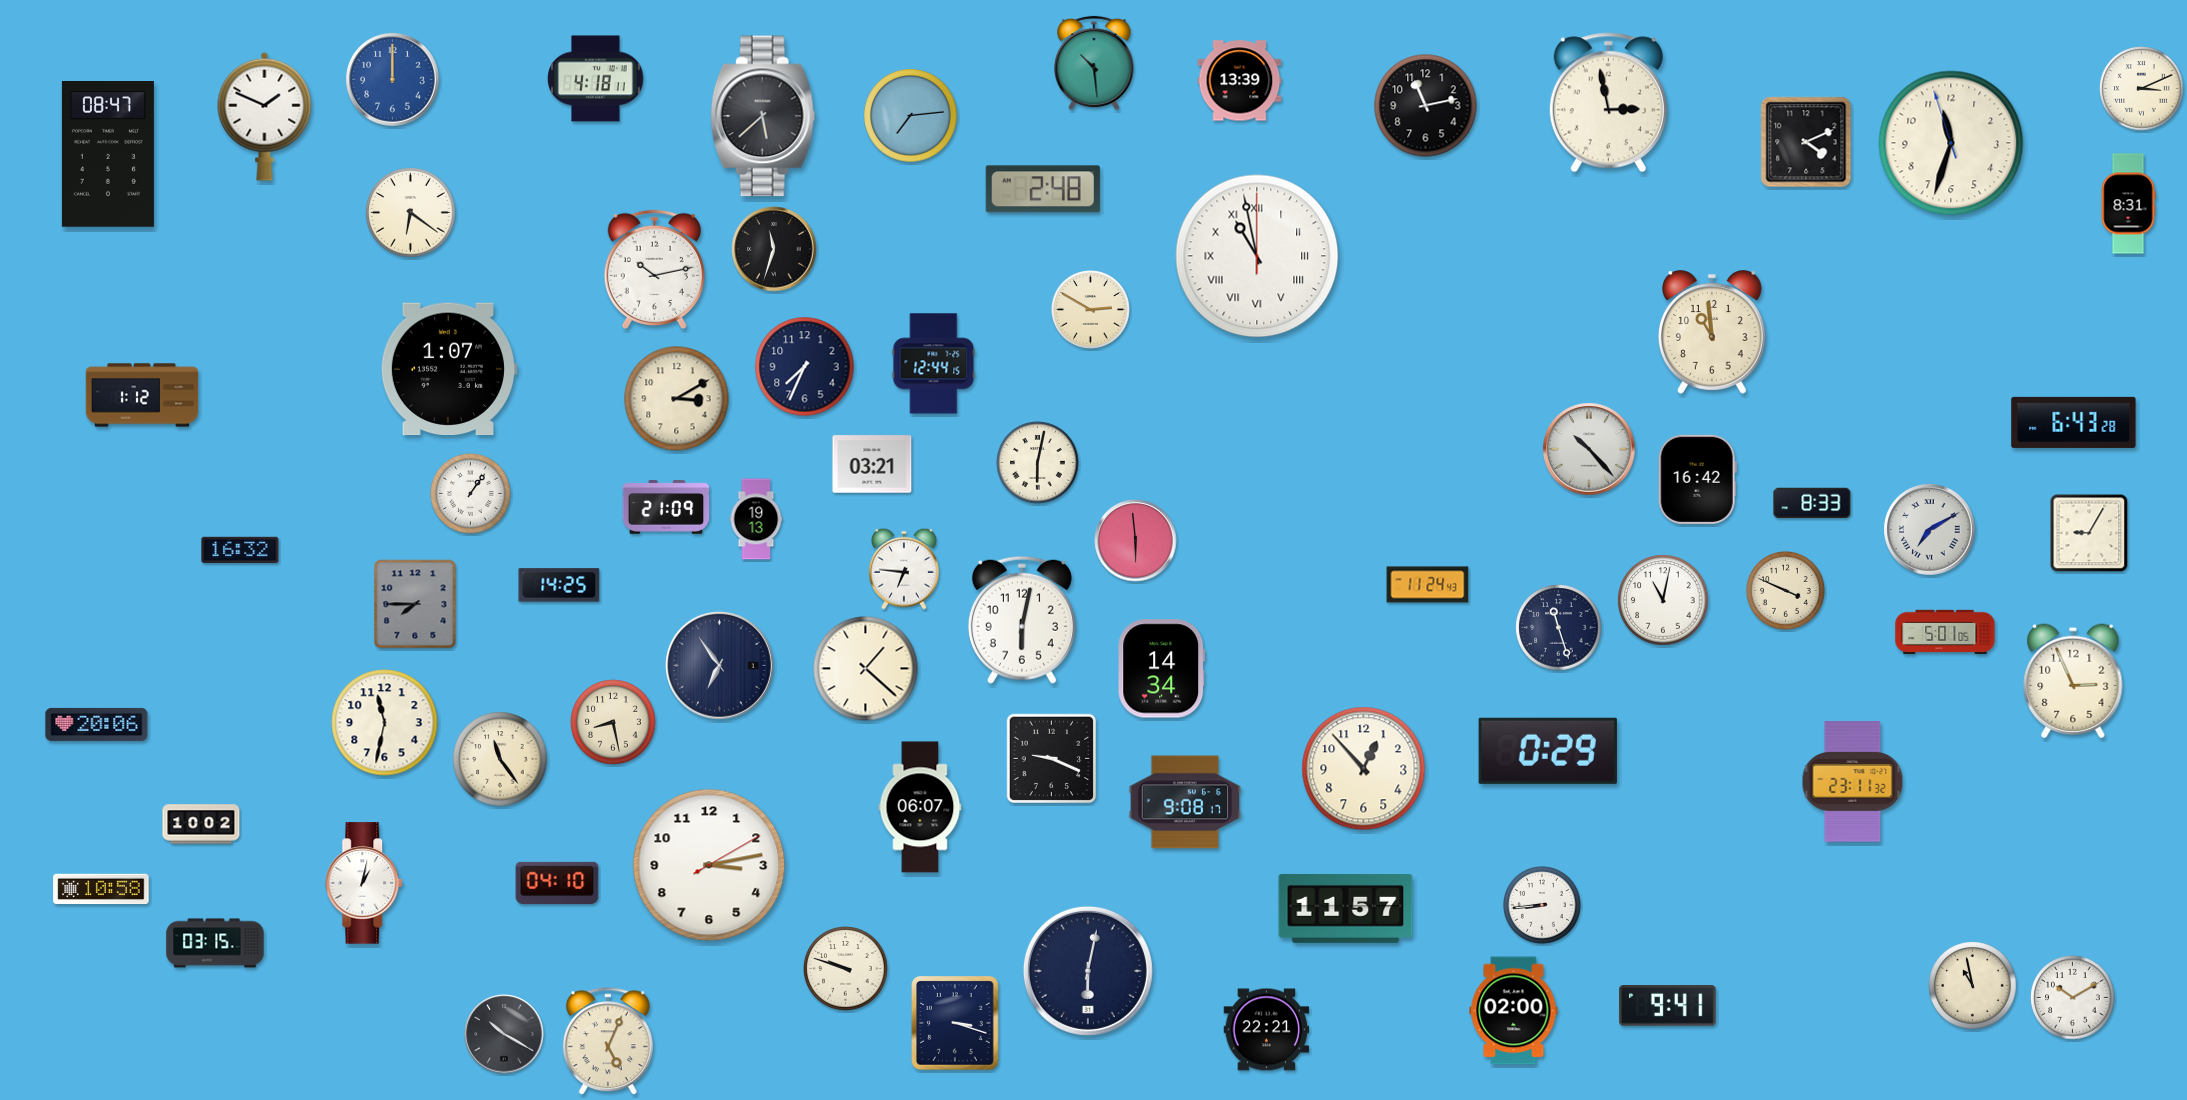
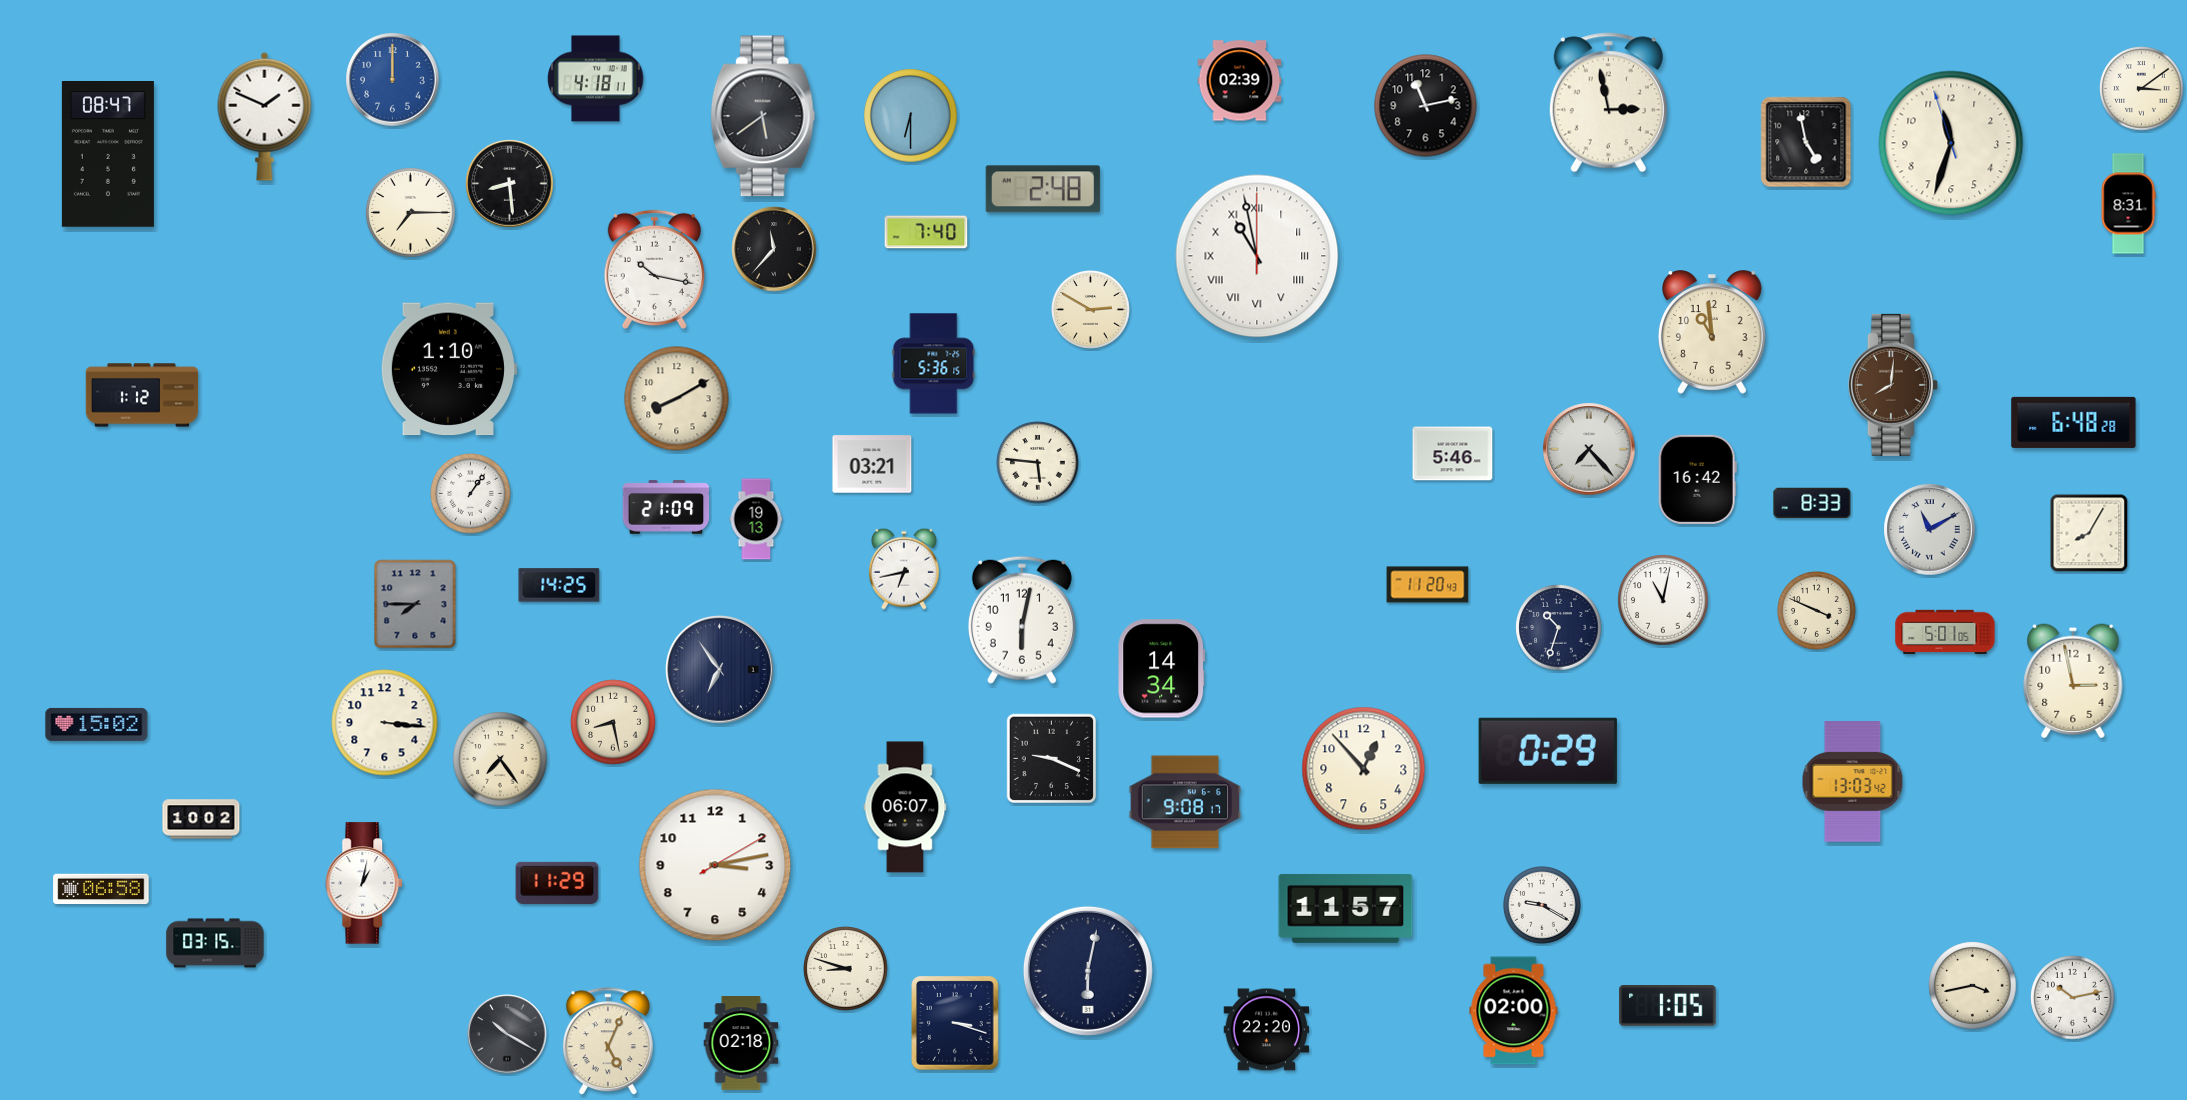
clock at (1094, 63): 10:29 -> none
clock at (1240, 81): 13:39 -> 02:39
clock at (2142, 89): 3:11 -> 3:09
clock at (763, 116): 5:38 -> 5:39
clock at (911, 116): 7:14 -> 6:30
clock at (1806, 142): 4:11 -> 4:58
clock at (510, 184): none -> 8:29
clock at (411, 213): 6:21 -> 7:15
clock at (926, 232): none -> 7:40
clock at (774, 249): 11:33 -> 11:37
clock at (654, 270): 10:13 -> 10:17
clock at (934, 364): 12:44 -> 5:36
clock at (805, 367): 7:34 -> none
clock at (449, 369): 1:07 -> 1:10
clock at (1893, 385): none -> 8:01
clock at (677, 399): 3:10 -> 8:10
clock at (2074, 422): 6:43 -> 6:48
clock at (1589, 449): 10:23 -> 7:23
clock at (1453, 454): none -> 5:46
clock at (1038, 463): 6:02 -> 5:46
clock at (1930, 530): 7:10 -> 11:10
clock at (2089, 533): 9:05 -> 8:05
clock at (1136, 541): 5:59 -> none
clock at (240, 549): 16:32 -> none
clock at (905, 569): 6:46 -> 6:43
clock at (1428, 585): 11:24 -> 11:20
clock at (1786, 591) position: (1786, 591) -> (1817, 611)
clock at (1559, 628): 11:27 -> 10:33
clock at (720, 666) position: (720, 666) -> (720, 670)
clock at (866, 669): 1:22 -> none
clock at (2073, 681): 2:56 -> 2:58
clock at (385, 723): 11:32 -> 3:16
clock at (97, 724): 20:06 -> 15:02
clock at (500, 759): 11:24 -> 7:24
clock at (1853, 782): 23:11 -> 13:03
clock at (920, 807) position: (920, 807) -> (905, 807)
clock at (201, 824) position: (201, 824) -> (201, 819)
clock at (709, 865) position: (709, 865) -> (715, 865)
clock at (557, 883): 04:10 -> 11:29
clock at (101, 889): 10:58 -> 06:58
clock at (1543, 906): 8:44 -> 9:20
clock at (846, 969): 9:48 -> 8:48
clock at (1973, 986): 10:58 -> 3:43
clock at (2073, 998): 10:10 -> 10:13
clock at (1668, 1006): 9:41 -> 1:05
clock at (1267, 1030): 22:21 -> 22:20
clock at (504, 1034) position: (504, 1034) -> (507, 1034)
clock at (741, 1043): none -> 02:18
